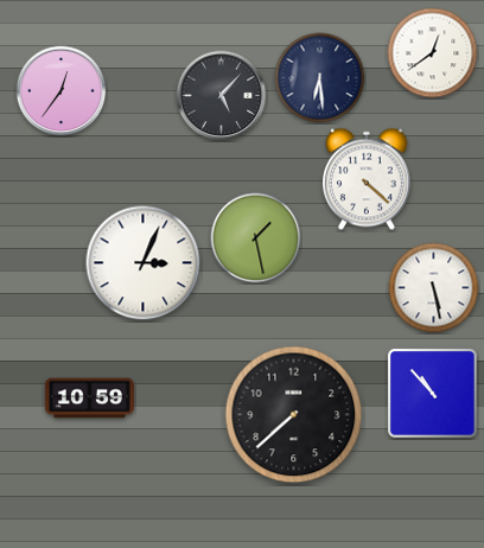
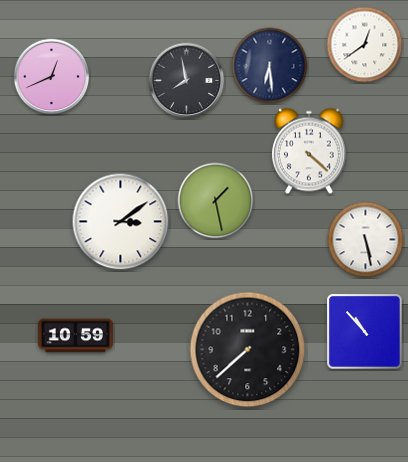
clock at (62, 91): 12:36 -> 12:41
clock at (222, 96): 5:07 -> 7:58
clock at (144, 263): 3:04 -> 3:09
clock at (434, 288) position: (434, 288) -> (366, 240)
